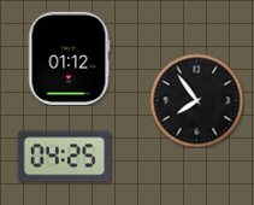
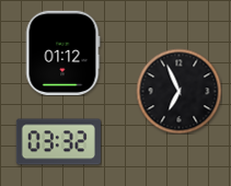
clock at (196, 100): 7:54 -> 6:56
clock at (64, 157): 04:25 -> 03:32
